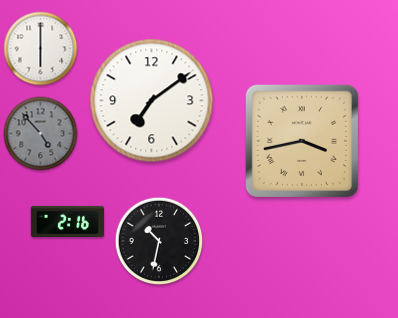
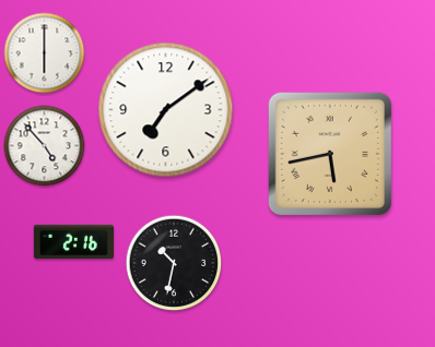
clock at (41, 134) dial: grey -> white
clock at (302, 141): 3:43 -> 5:43
